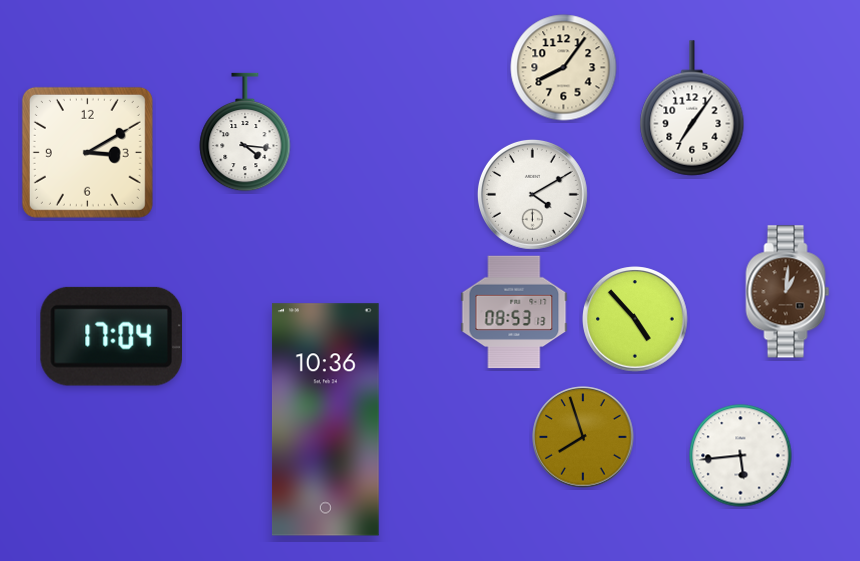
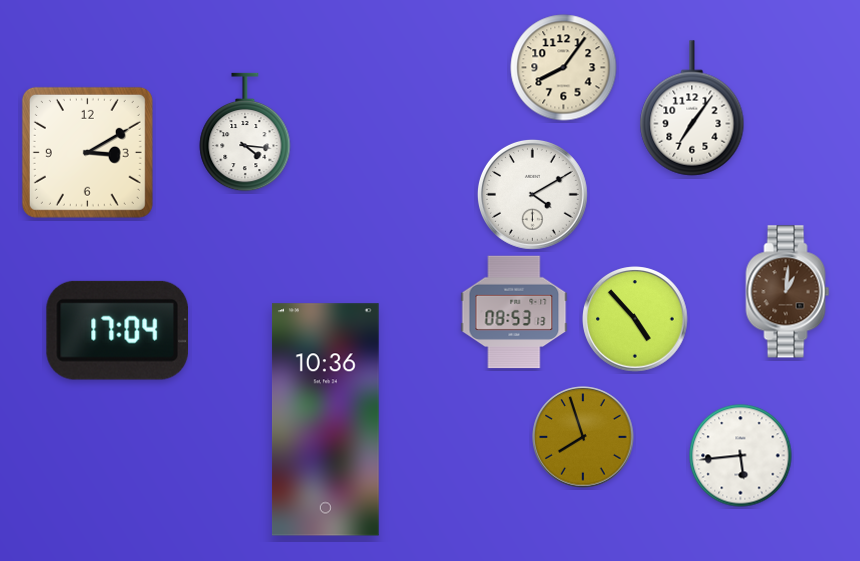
clock at (111, 336) position: (111, 336) -> (117, 330)
